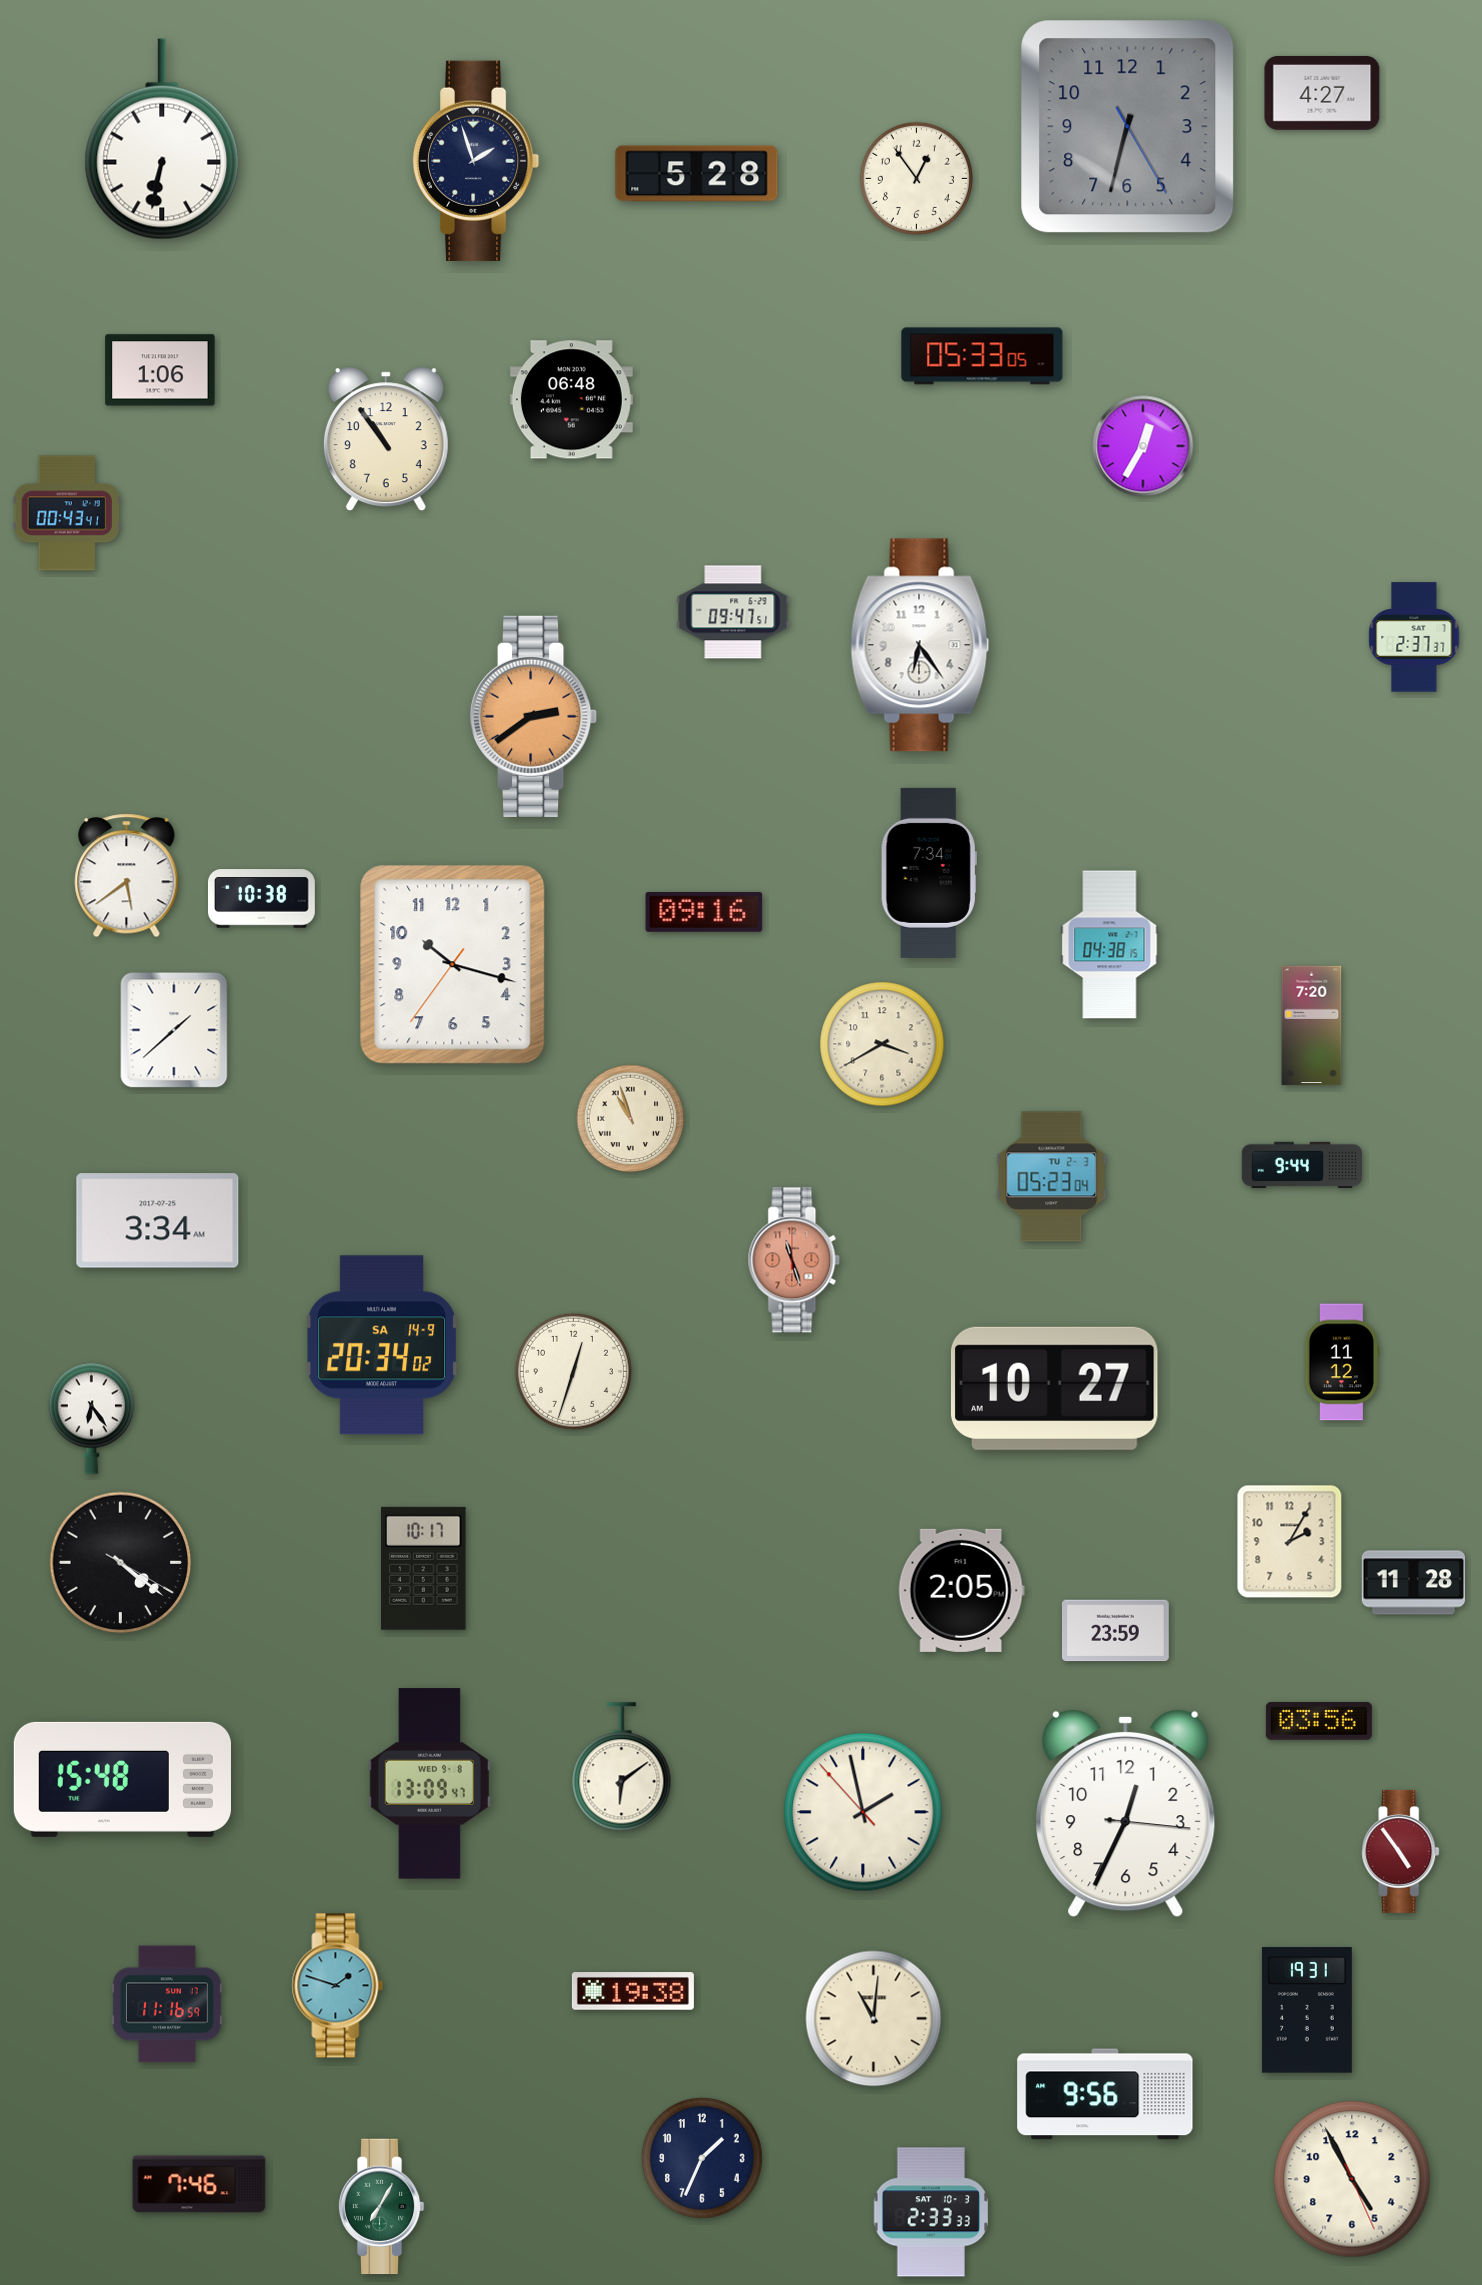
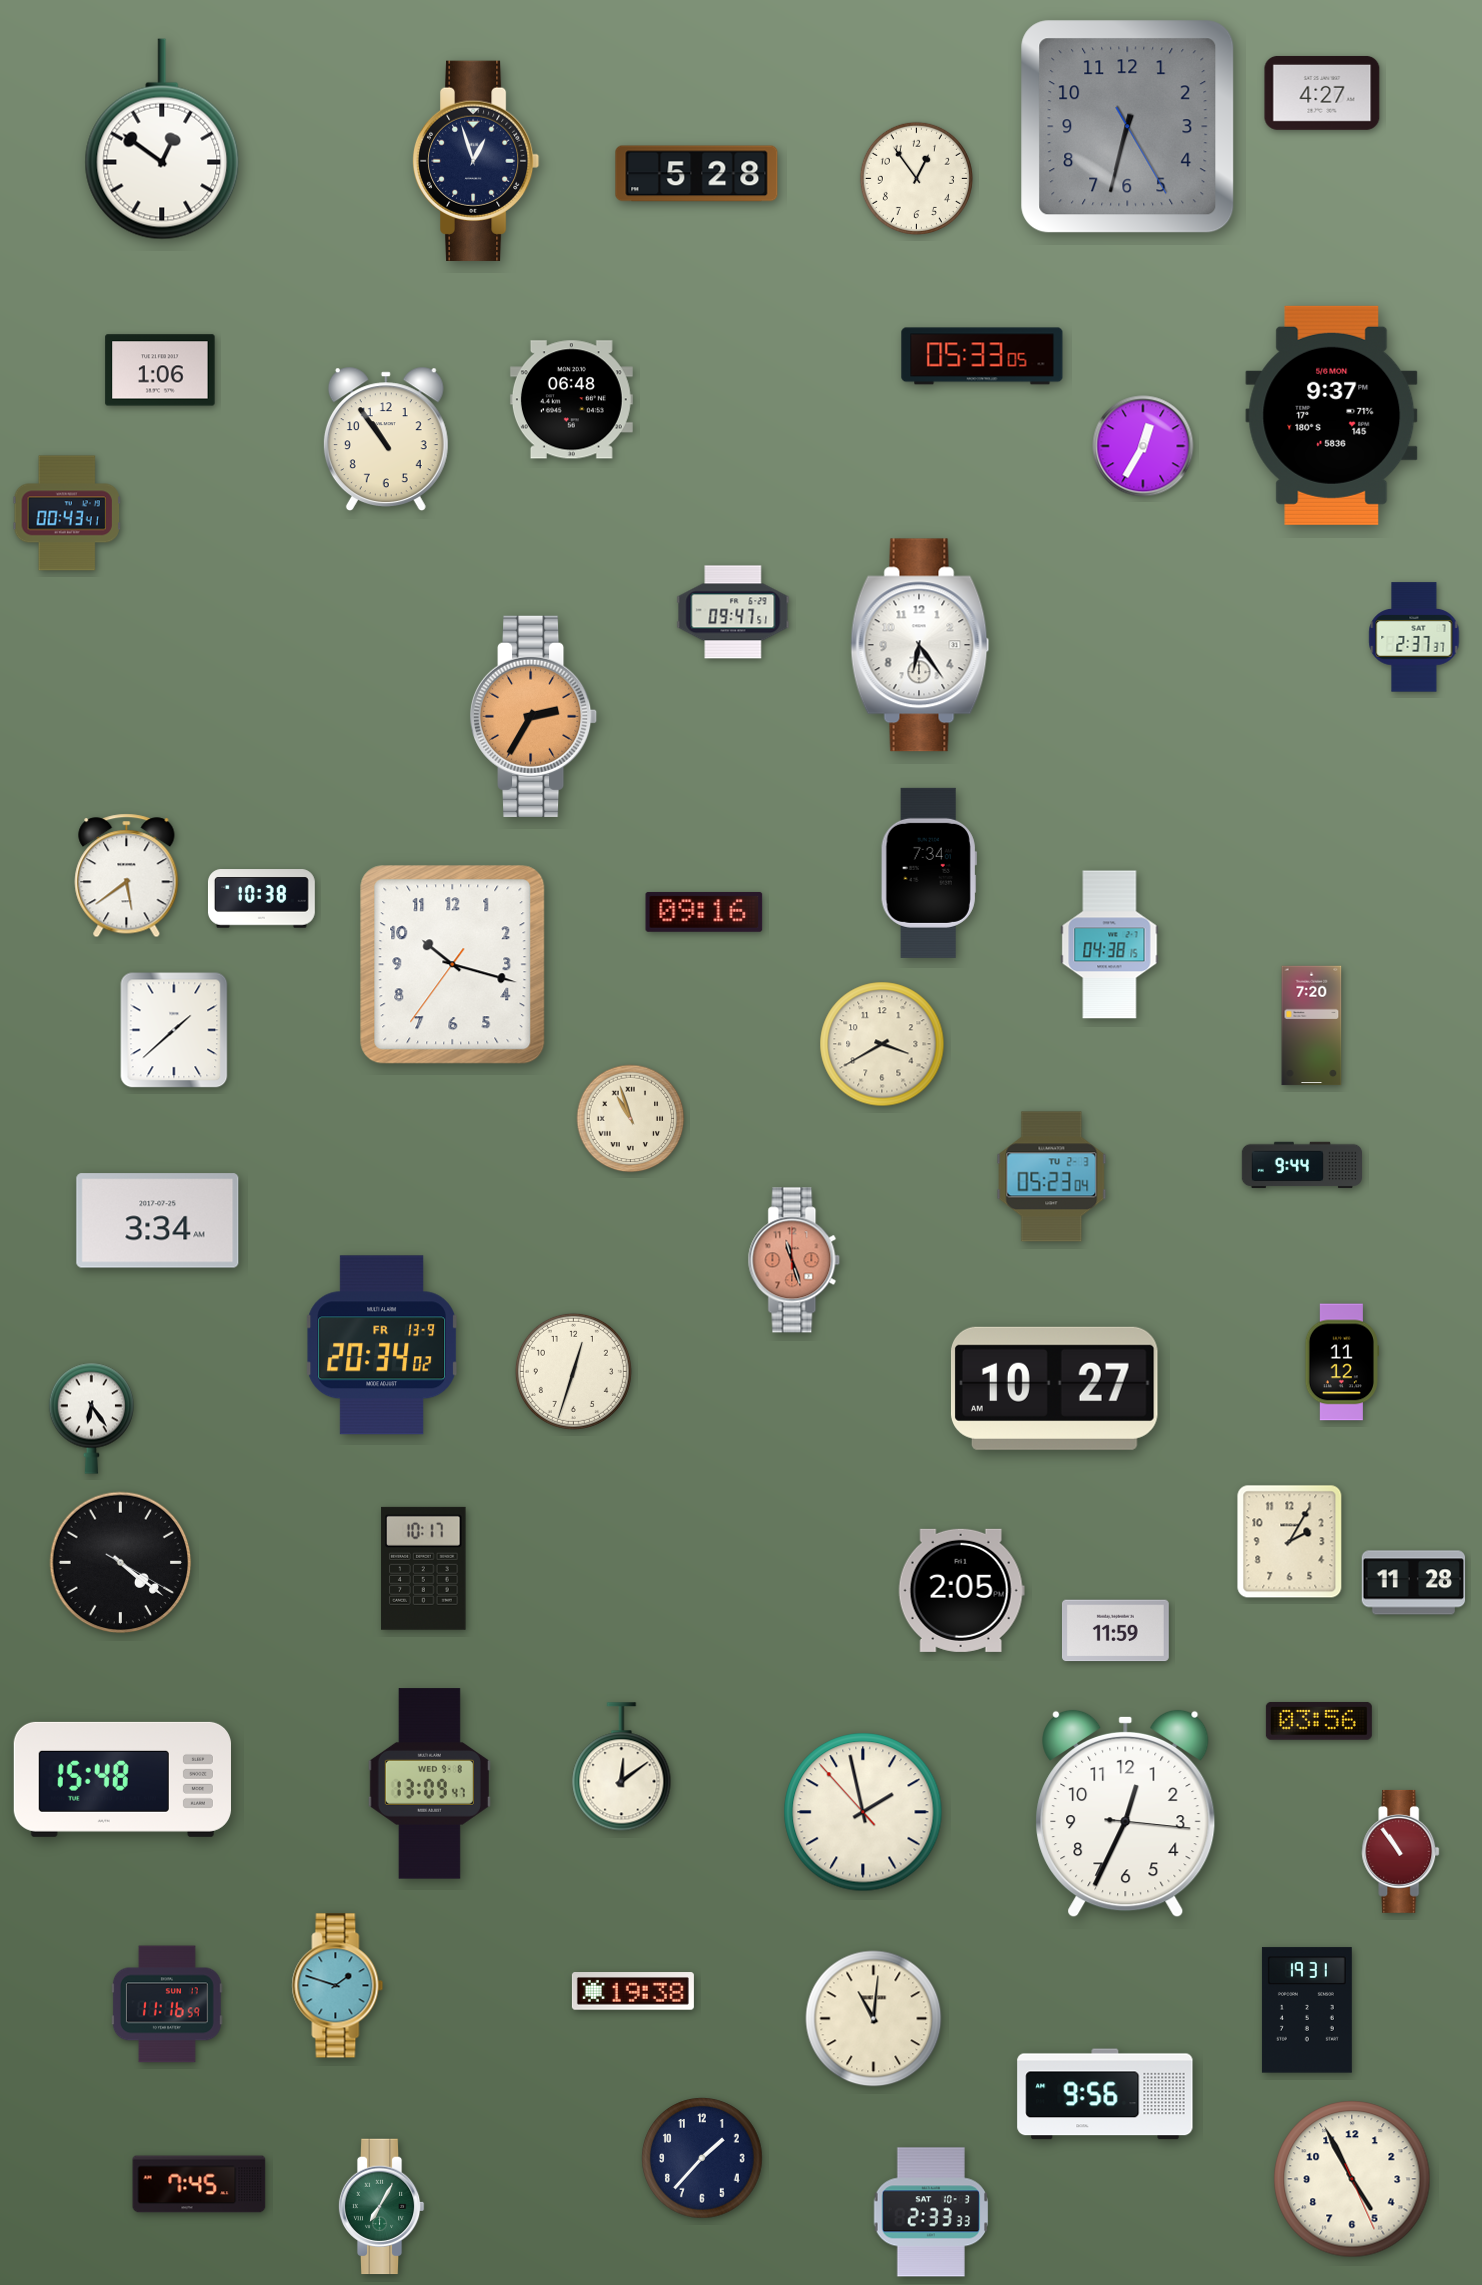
clock at (162, 139): 6:32 -> 12:51
clock at (476, 161): 1:57 -> 12:57
clock at (1332, 415): none -> 9:37
clock at (535, 716): 2:39 -> 2:35
clock at (381, 1345) date: SA 14-9 -> FR 13-9
clock at (1115, 1631): 23:59 -> 11:59
clock at (622, 1767): 6:09 -> 12:09
clock at (1401, 1851): 4:54 -> 10:54
clock at (702, 2158): 1:34 -> 1:37
clock at (199, 2184): 7:46 -> 7:45
